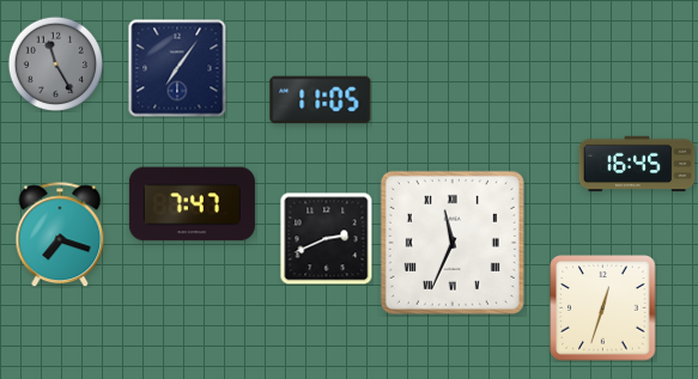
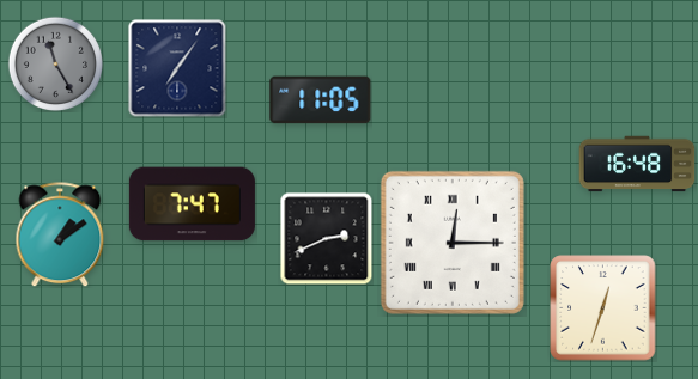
clock at (637, 164): 16:45 -> 16:48
clock at (60, 234): 7:18 -> 1:09
clock at (453, 243): 11:34 -> 12:15
